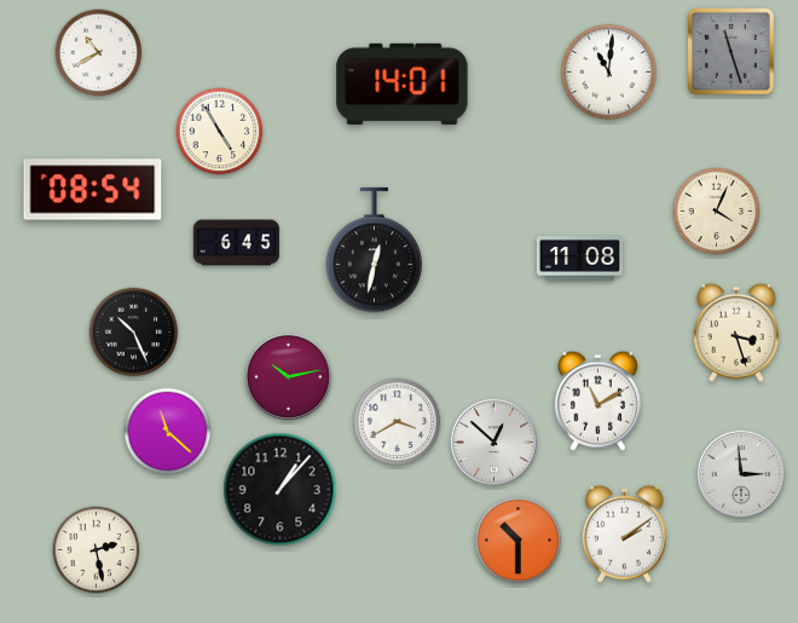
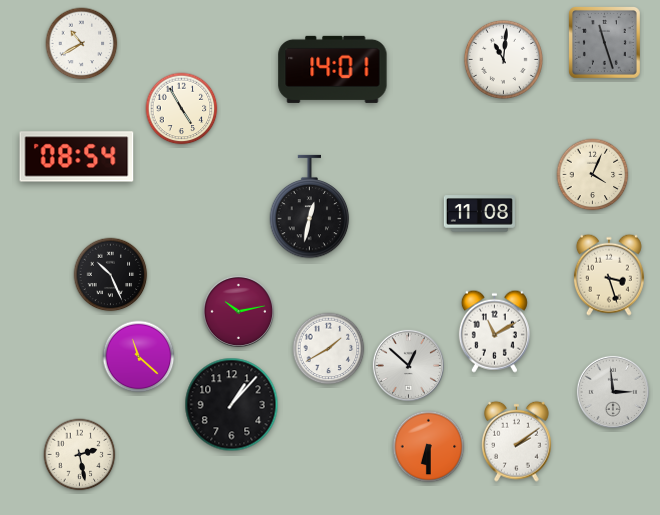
clock at (236, 243): 6:45 -> none
clock at (398, 422): 3:40 -> 1:40
clock at (519, 541): 10:30 -> 6:30
